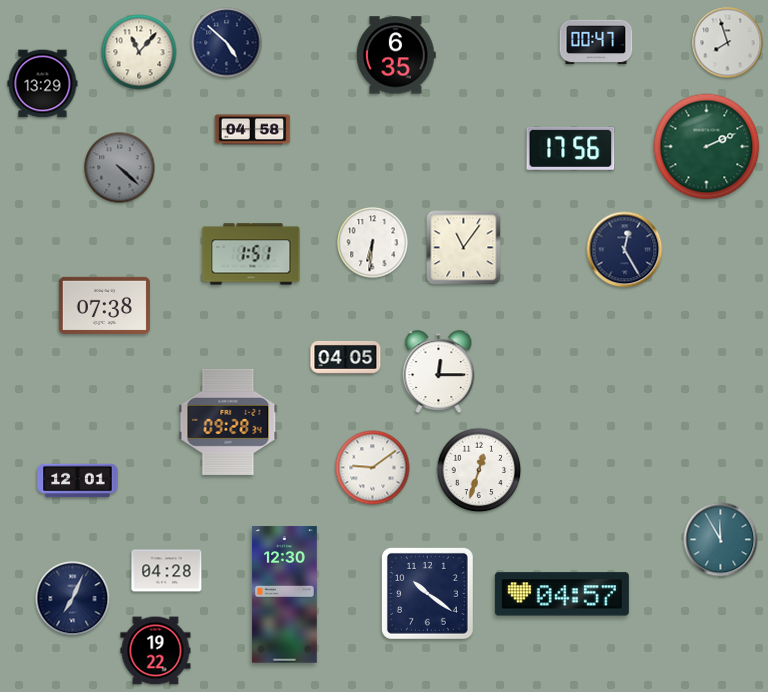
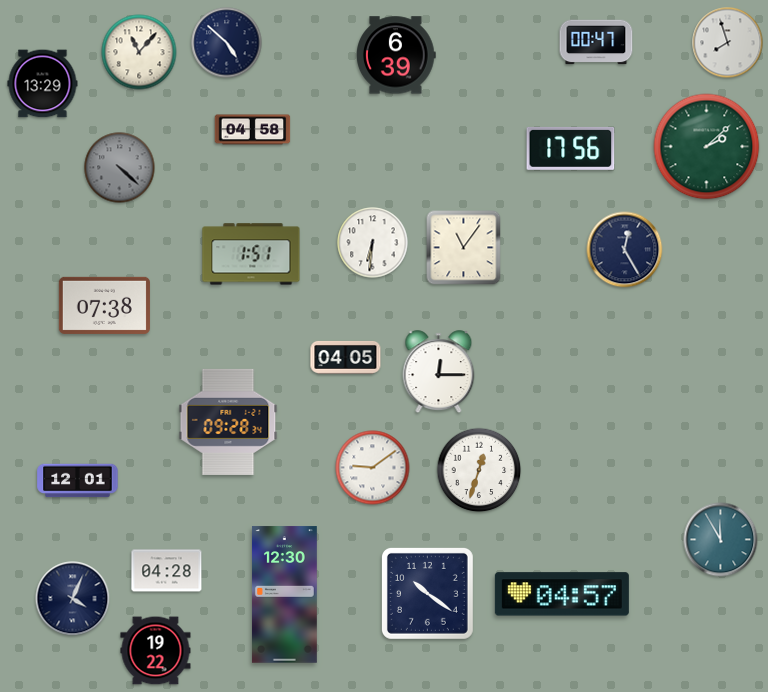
clock at (397, 55): 6:35 -> 6:39
clock at (707, 147): 2:11 -> 2:08
clock at (73, 599): 7:04 -> 4:04
